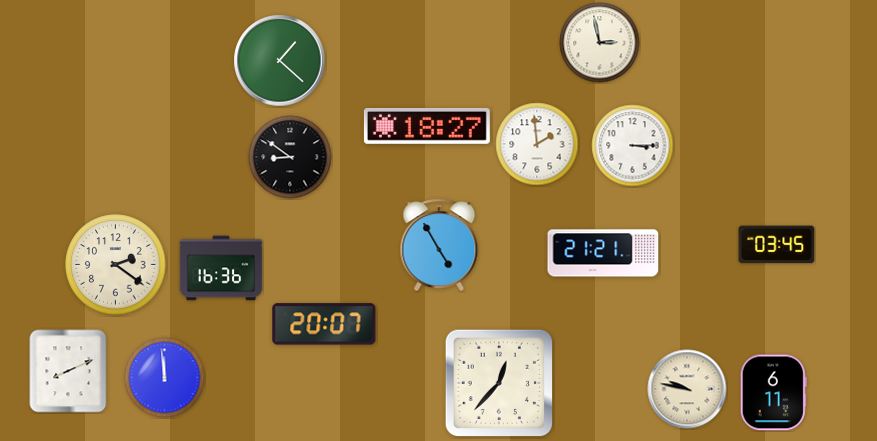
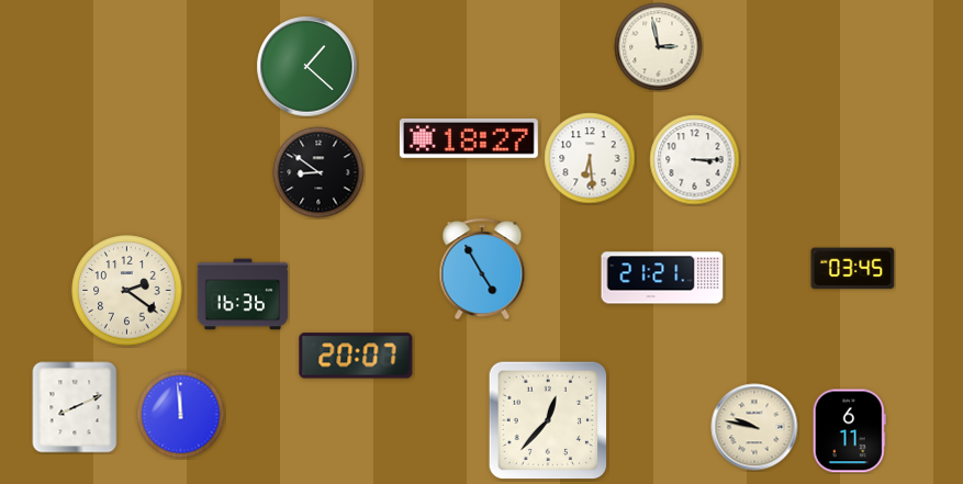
clock at (537, 144): 1:59 -> 6:29
